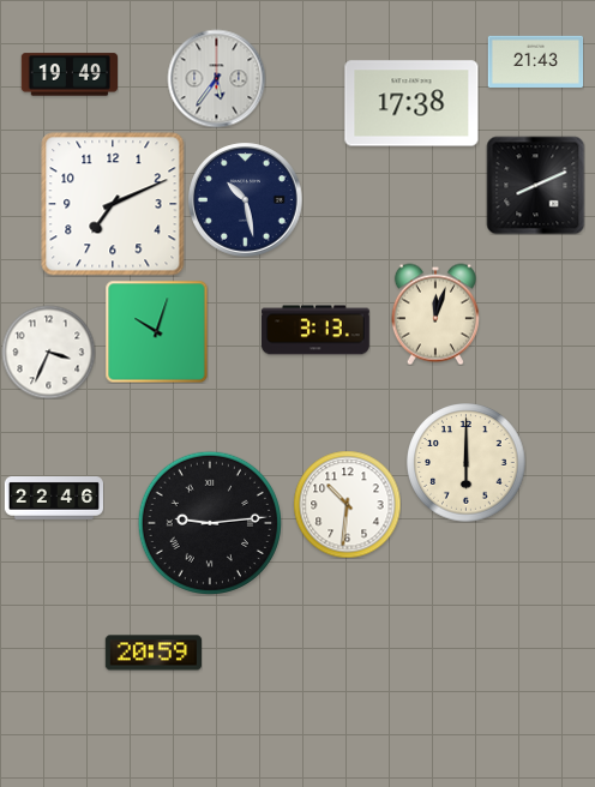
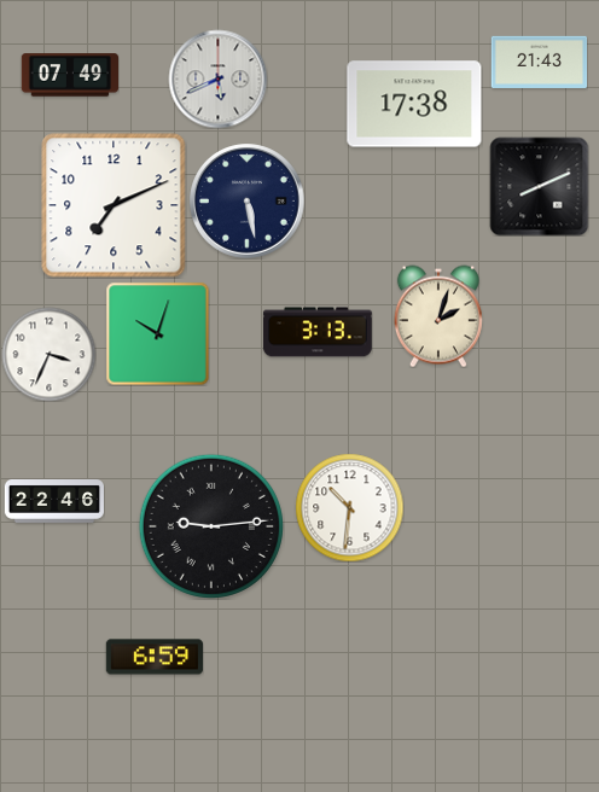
clock at (68, 74): 19:49 -> 07:49
clock at (216, 78): 5:36 -> 5:41
clock at (246, 200): 10:28 -> 5:28
clock at (435, 314): 12:03 -> 2:03
clock at (467, 463): 6:00 -> none
clock at (152, 653): 20:59 -> 6:59
